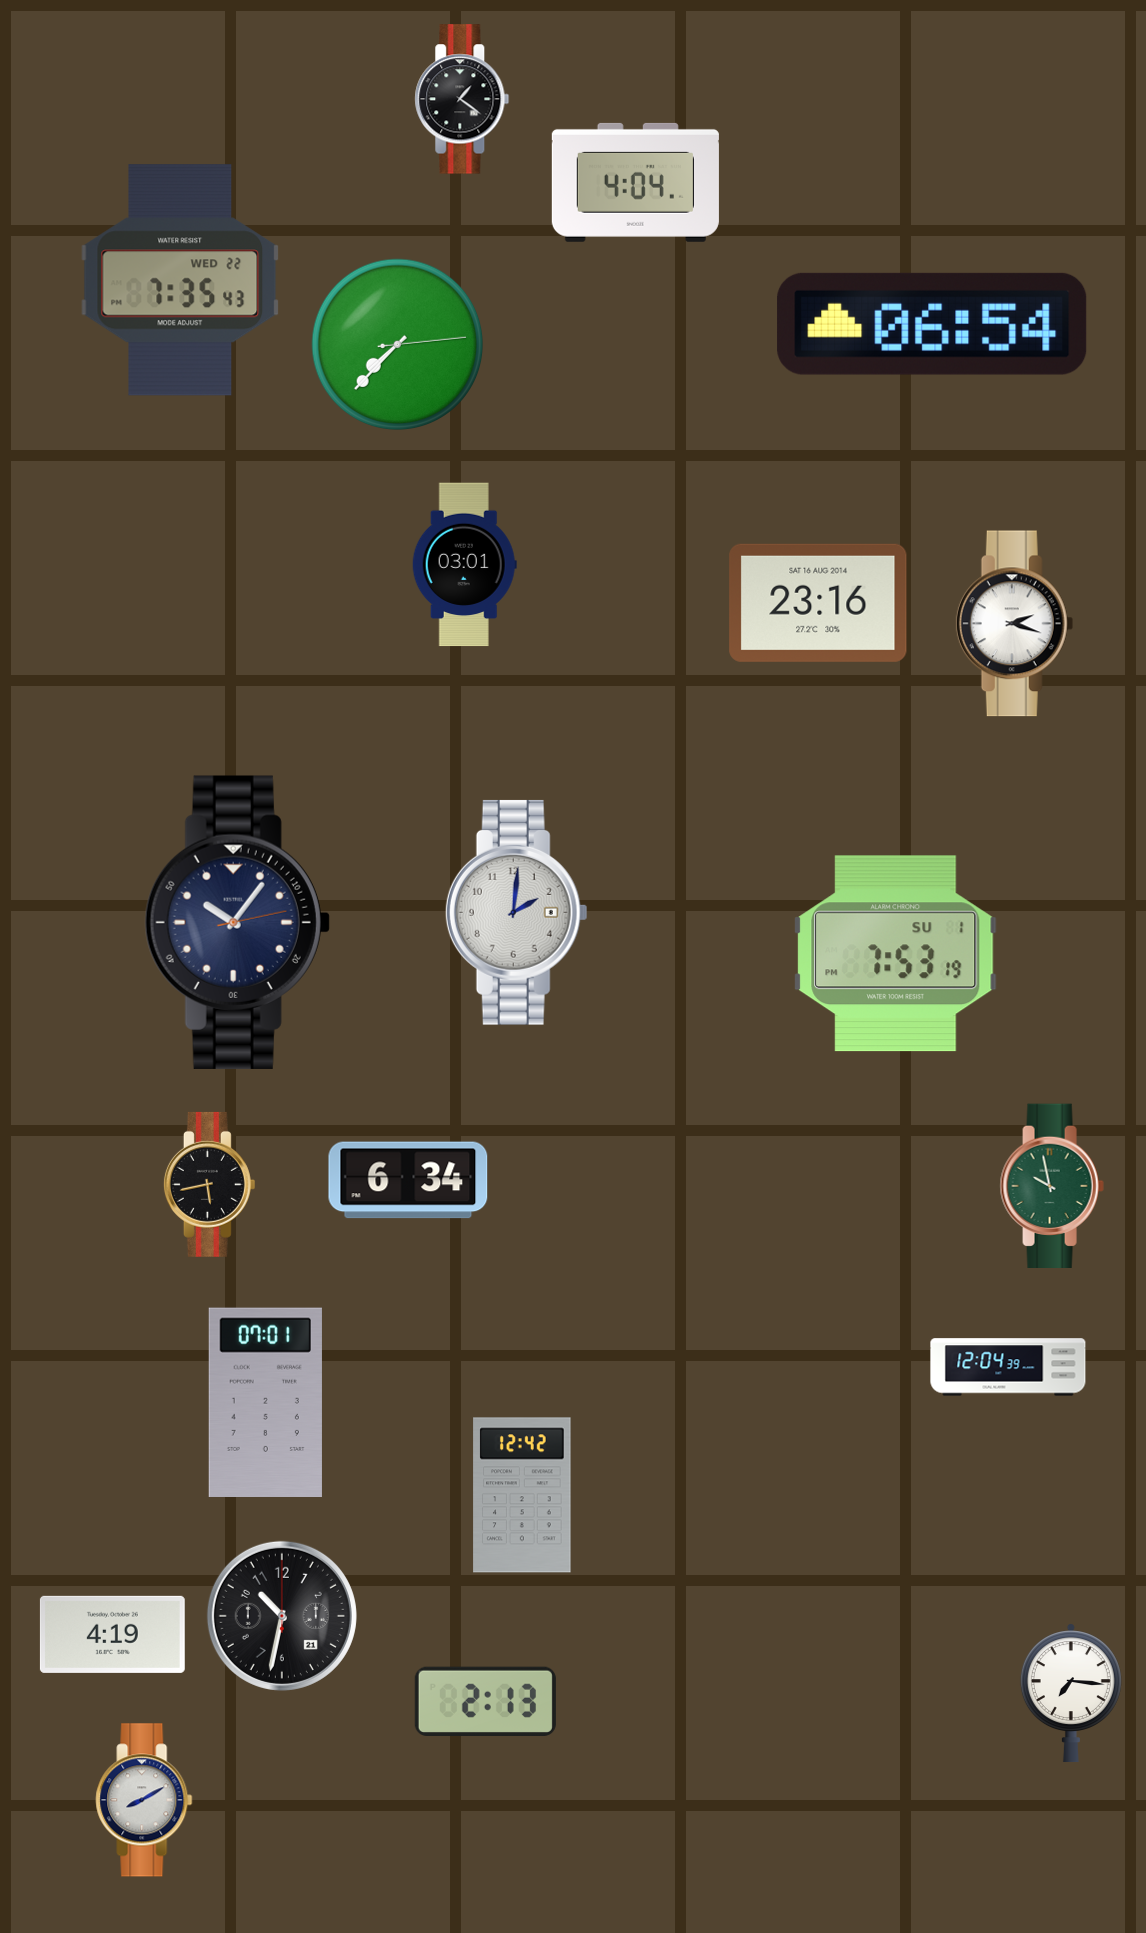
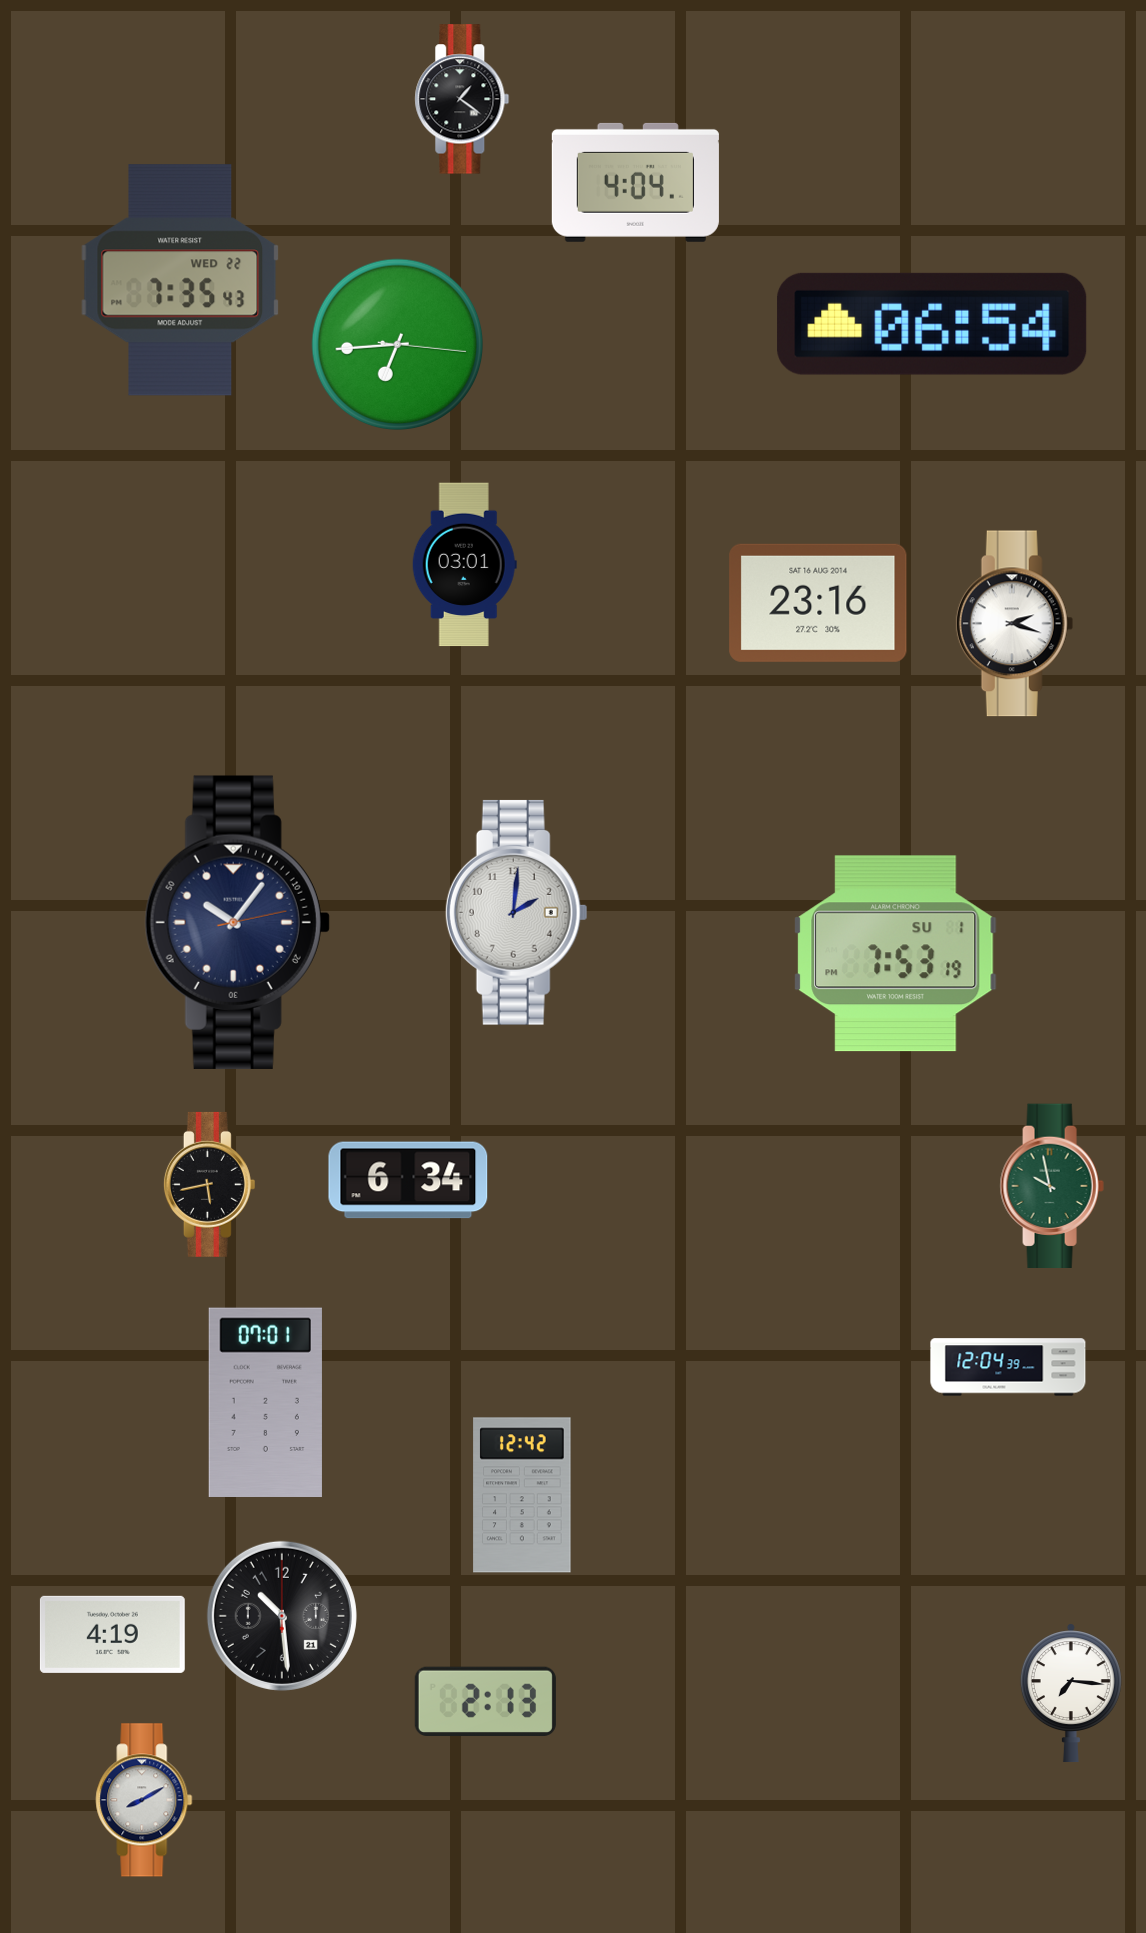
clock at (398, 345): 7:37 -> 6:44
clock at (282, 1616): 10:32 -> 10:29
